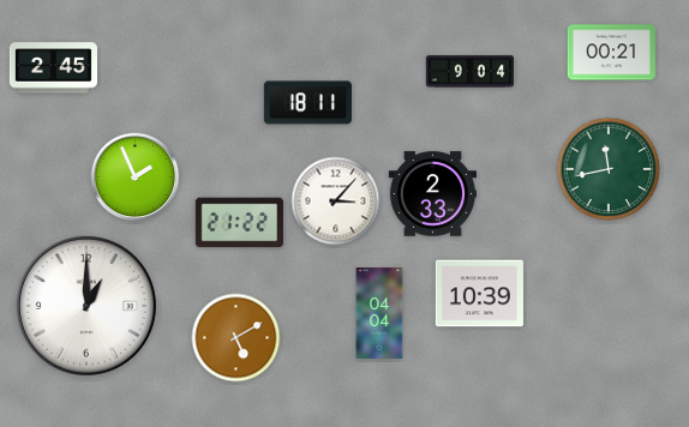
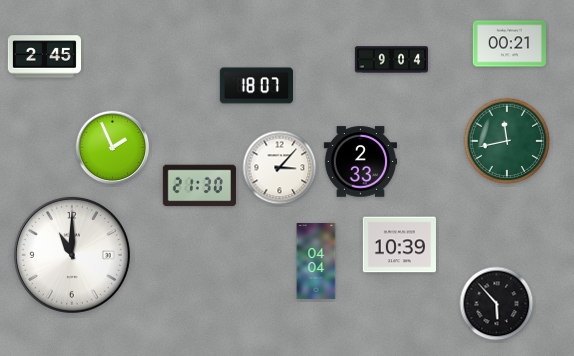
clock at (307, 103): 18:11 -> 18:07
clock at (239, 223): 21:22 -> 21:30
clock at (86, 306): 1:00 -> 11:00
clock at (236, 338): 5:10 -> none
clock at (497, 304): none -> 5:53
